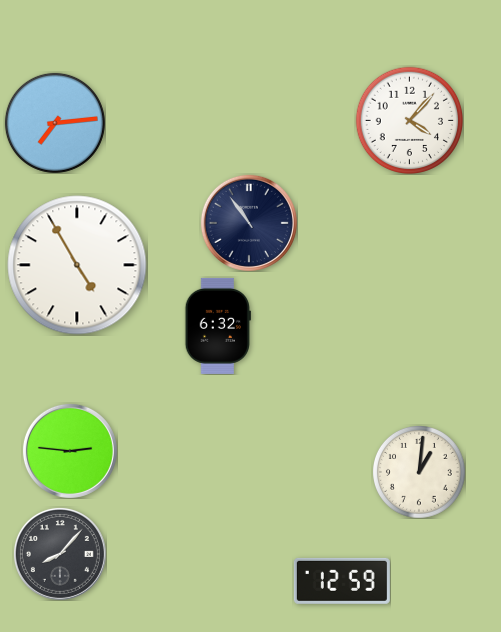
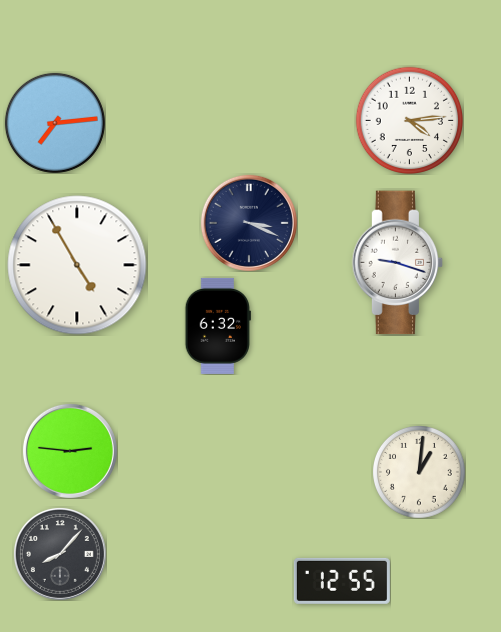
clock at (409, 120): 4:07 -> 4:14
clock at (249, 223): 10:54 -> 3:19
clock at (398, 263): none -> 9:18
clock at (342, 581): 12:59 -> 12:55
